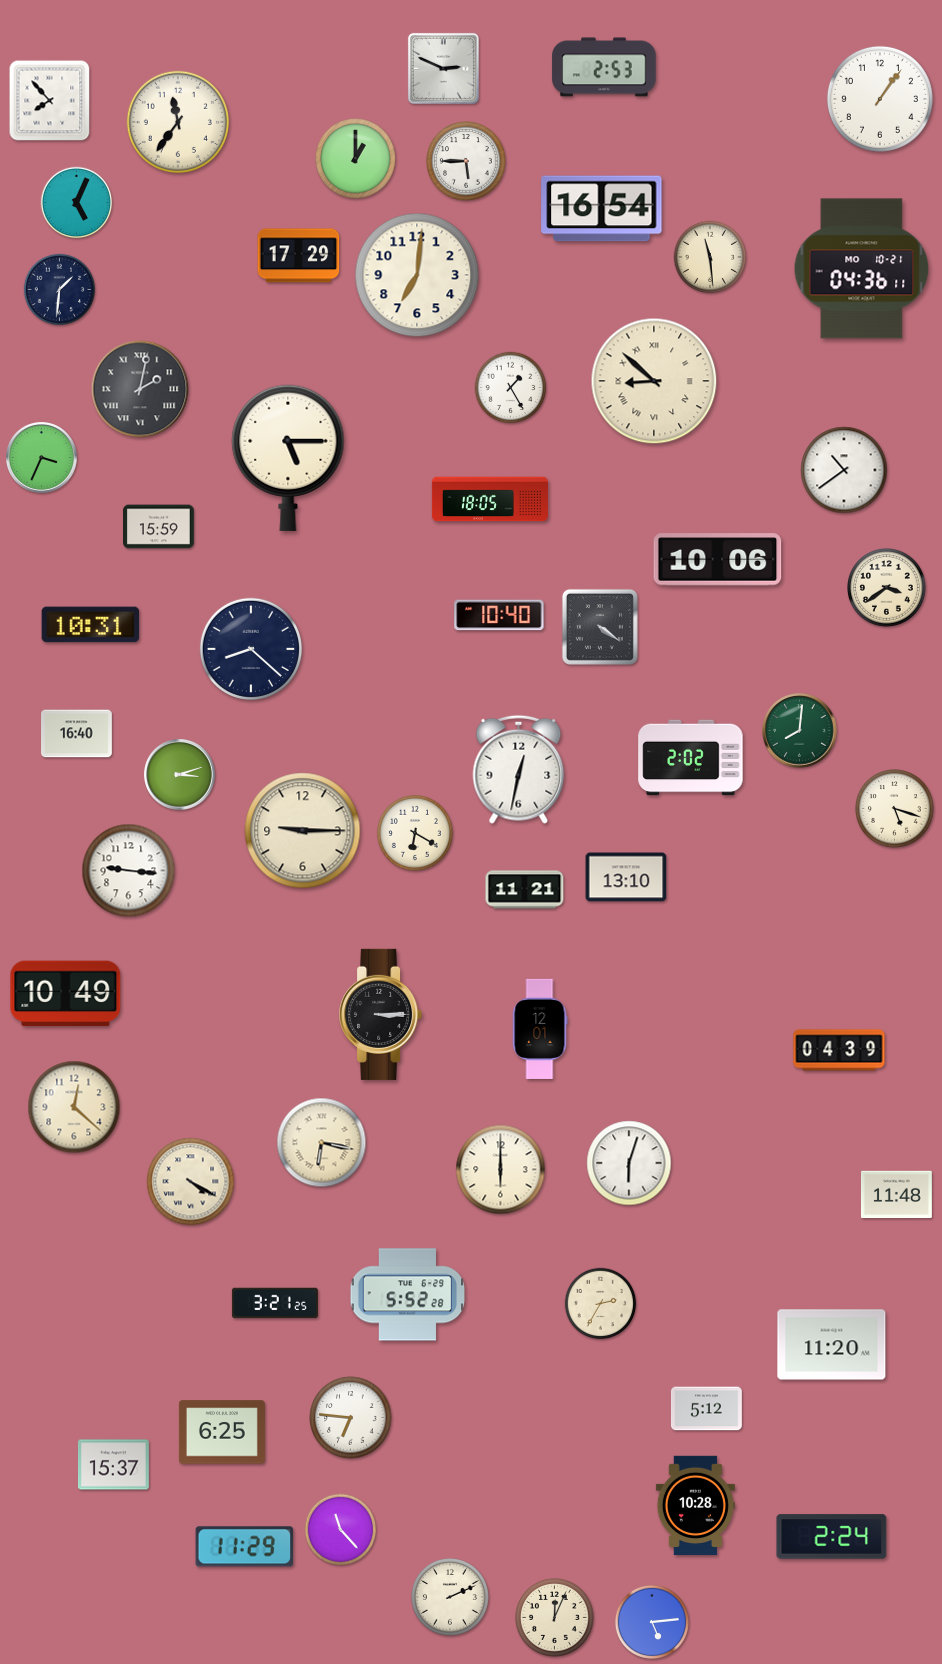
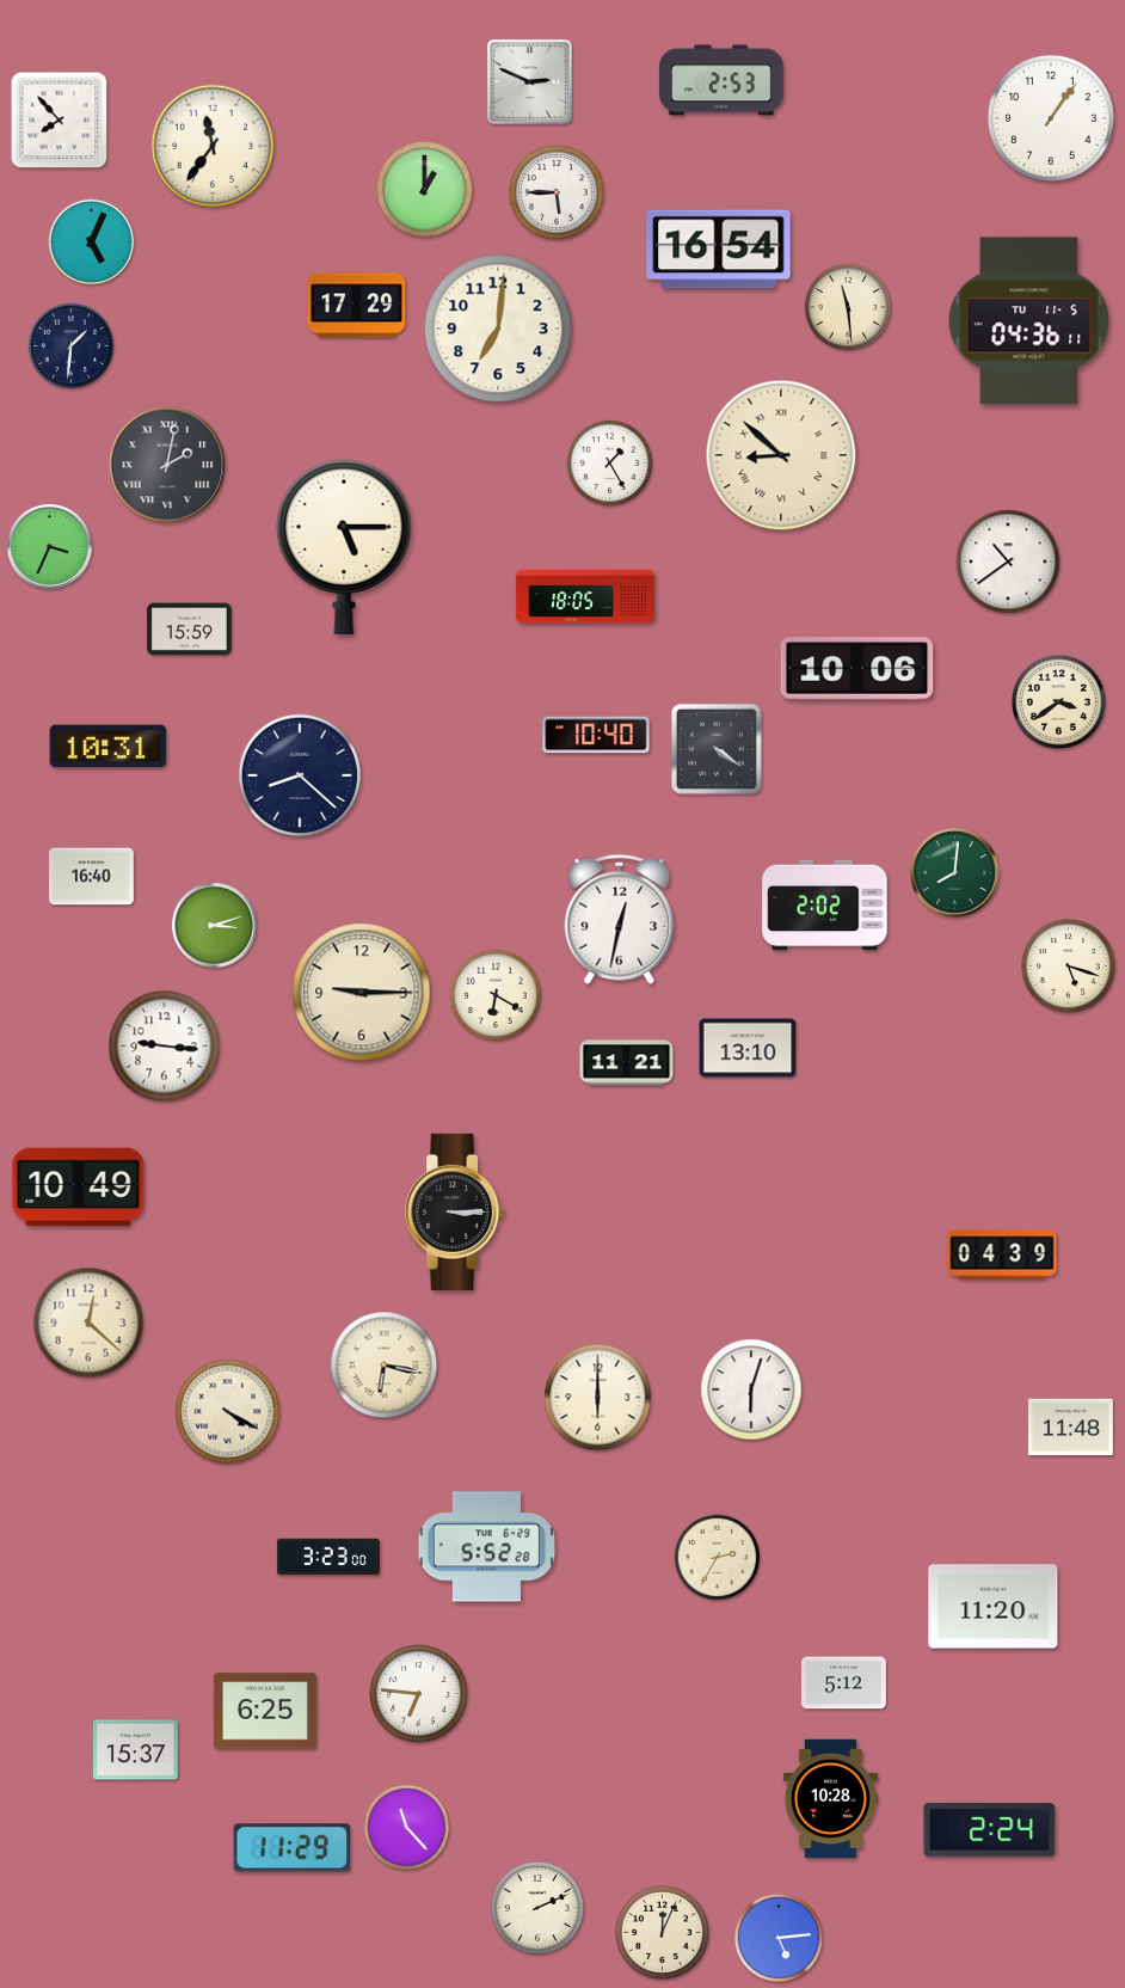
clock at (862, 269) date: MO 10-21 -> TU 11-5
clock at (129, 871) position: (129, 871) -> (165, 1047)
clock at (540, 1029): 12:01 -> none
clock at (275, 1303): 3:21 -> 3:23
clock at (832, 1537) position: (832, 1537) -> (990, 1830)
